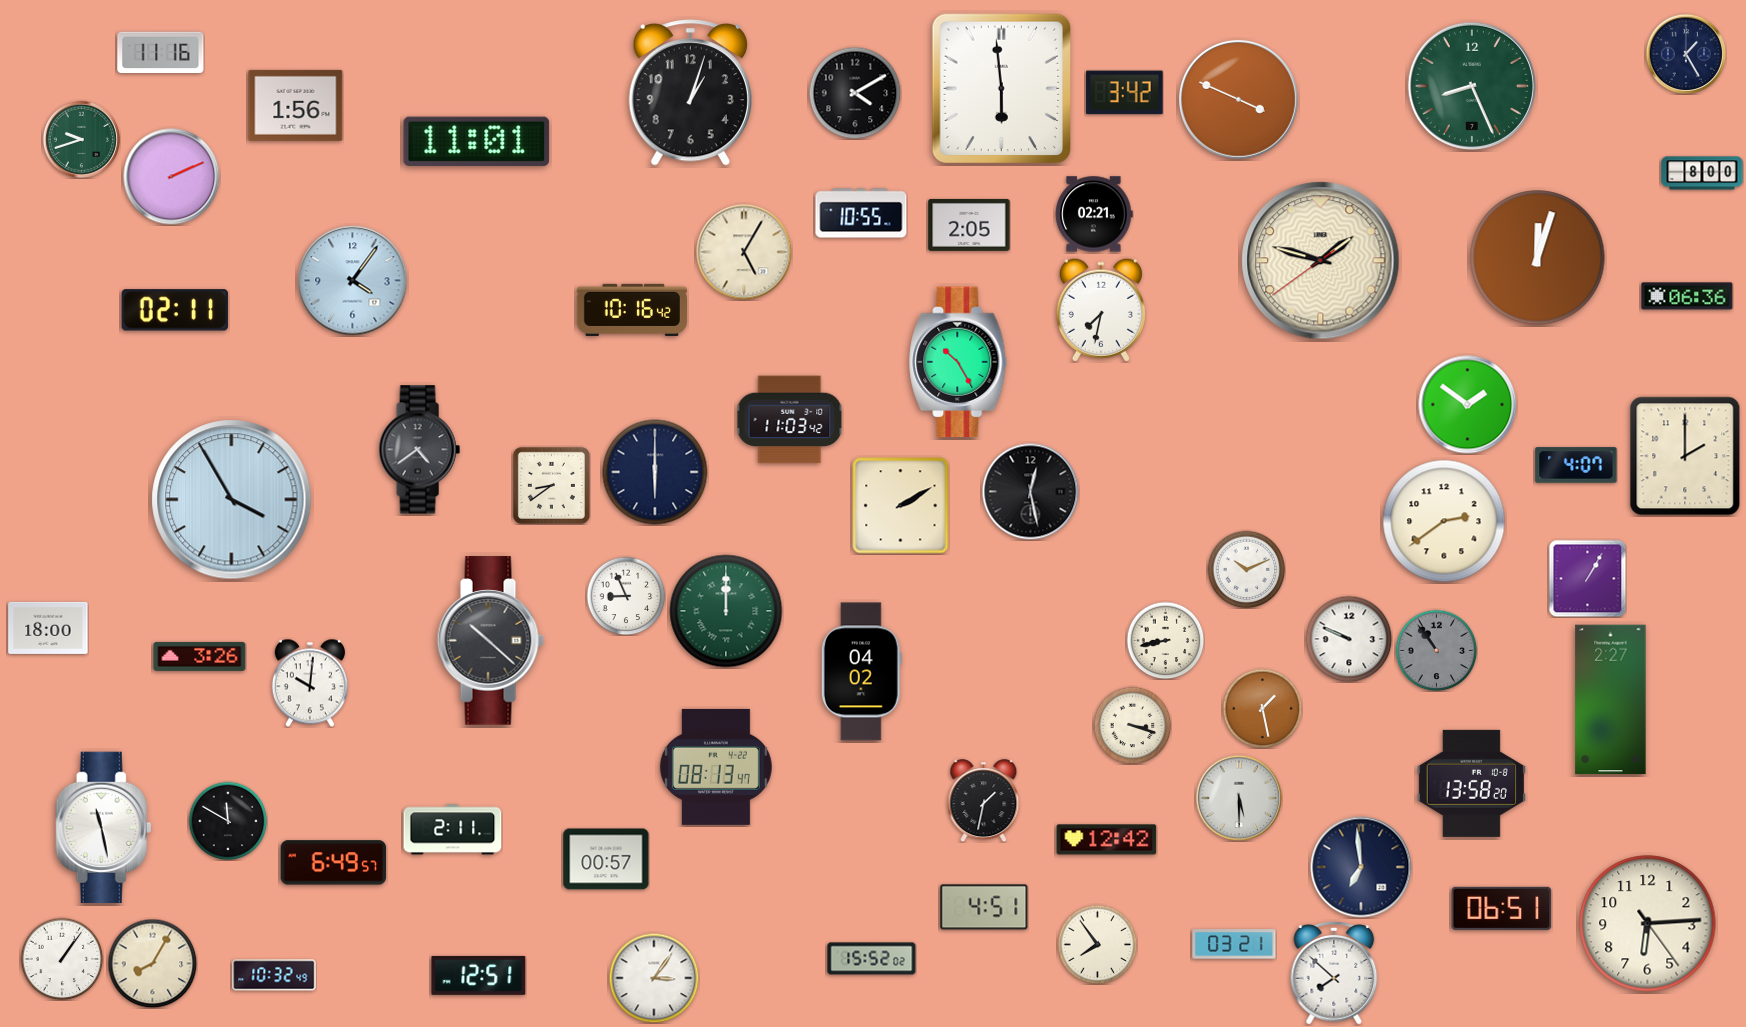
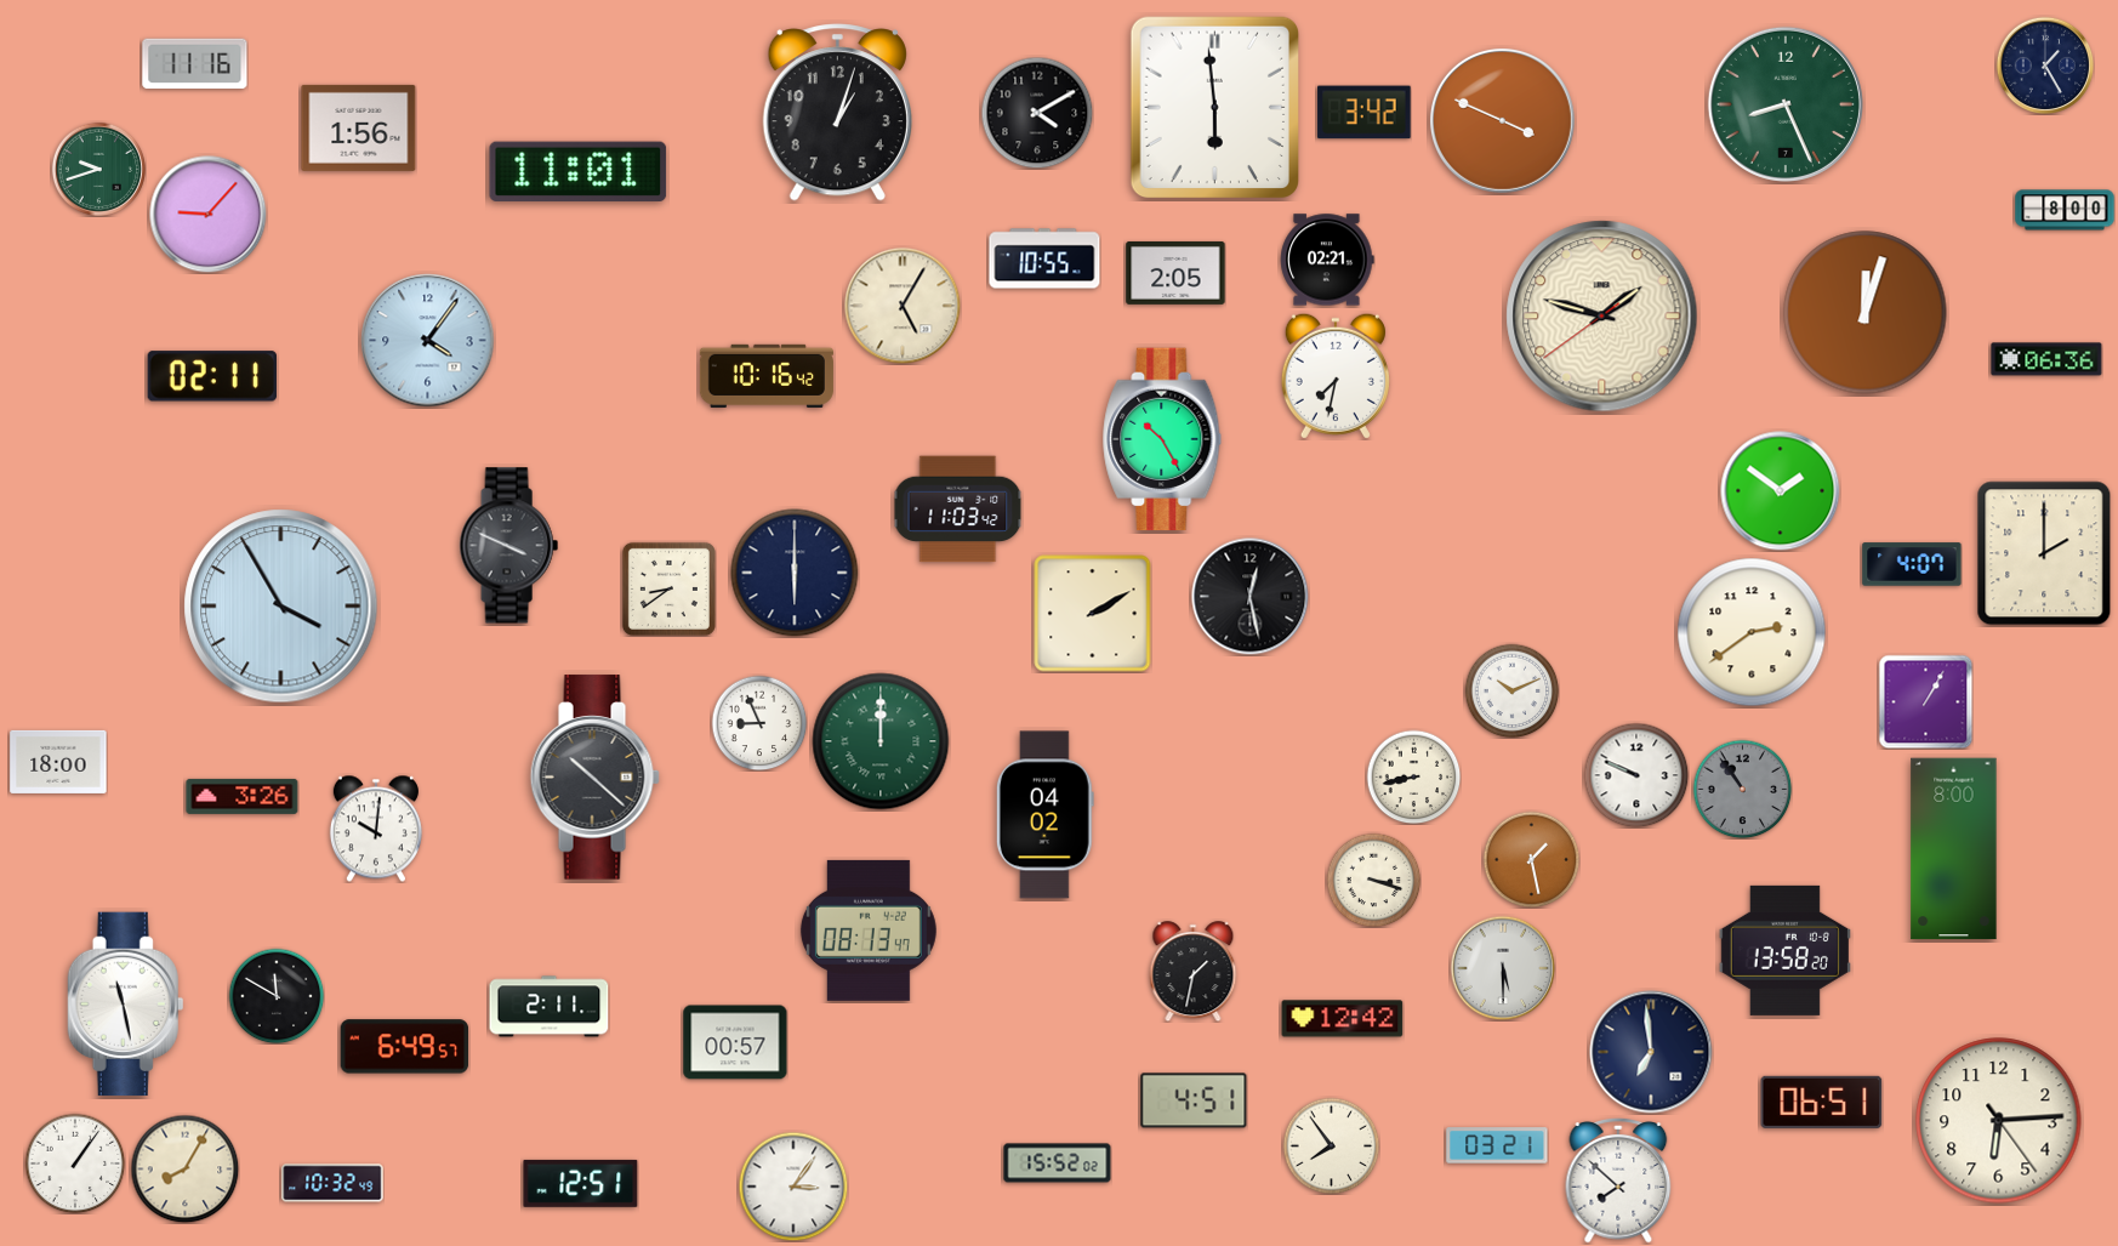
clock at (172, 177): 2:11 -> 9:07
clock at (419, 450): 4:39 -> 3:49
clock at (1611, 700): 2:27 -> 8:00
